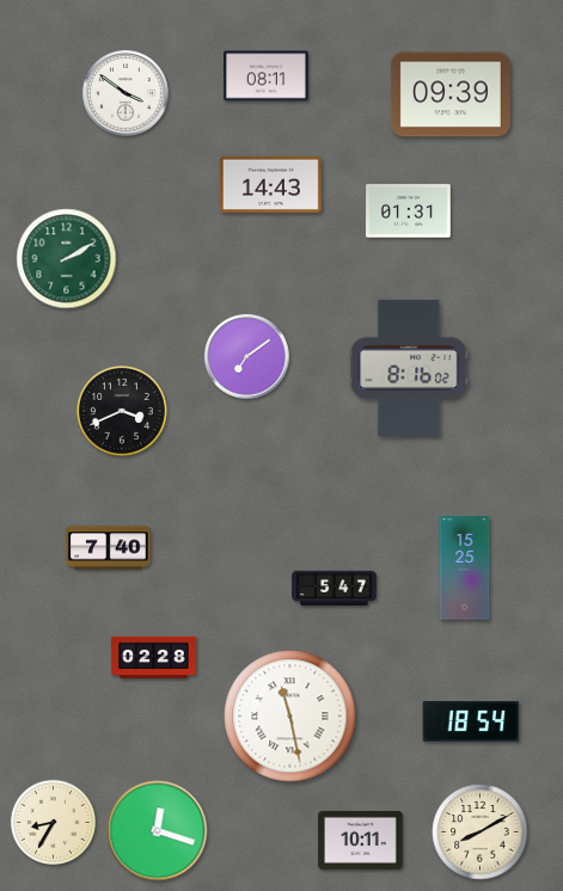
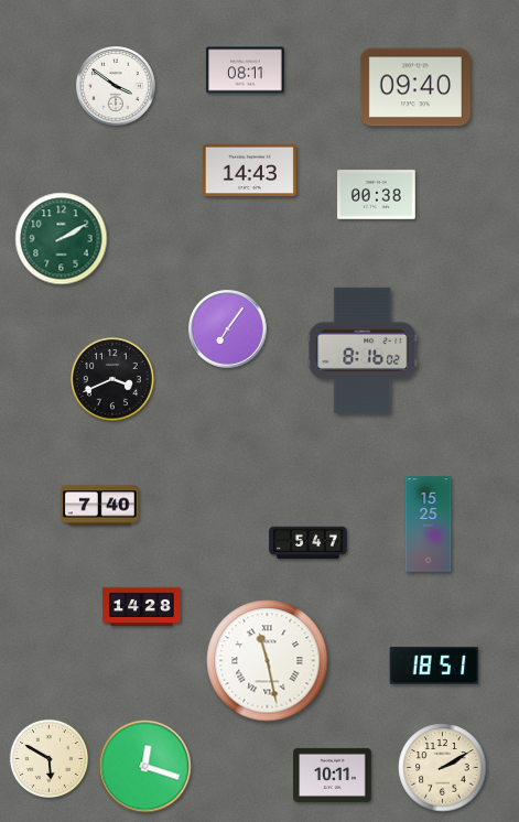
clock at (451, 94): 09:39 -> 09:40
clock at (409, 211): 01:31 -> 00:38
clock at (247, 357): 7:09 -> 7:06
clock at (409, 368) position: (409, 368) -> (363, 350)
clock at (154, 658): 02:28 -> 14:28
clock at (471, 721): 18:54 -> 18:51
clock at (53, 822): 8:35 -> 5:50
clock at (481, 832): 8:10 -> 2:10
